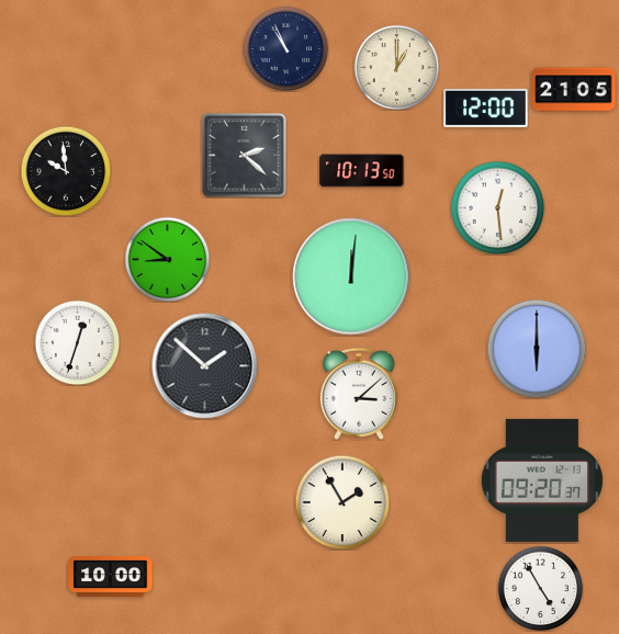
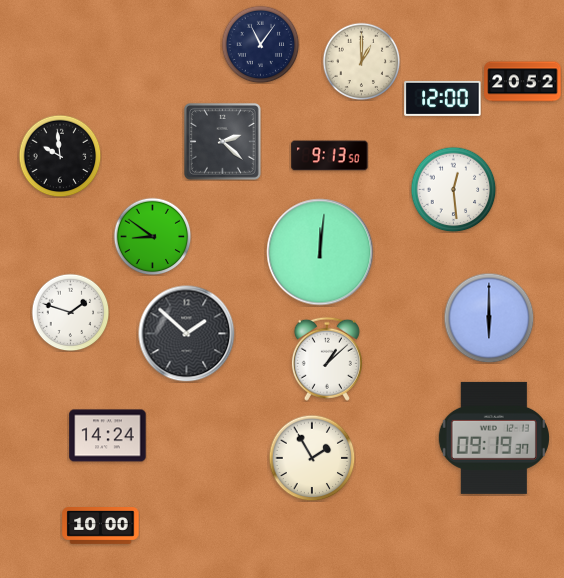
clock at (285, 48): 10:56 -> 11:06
clock at (574, 90): 21:05 -> 20:52
clock at (362, 171): 10:13 -> 9:13
clock at (77, 342): 12:33 -> 1:48
clock at (359, 394): 3:08 -> 1:08
clock at (108, 436): none -> 14:24
clock at (542, 480): 09:20 -> 09:19
clock at (540, 588): 4:55 -> none
